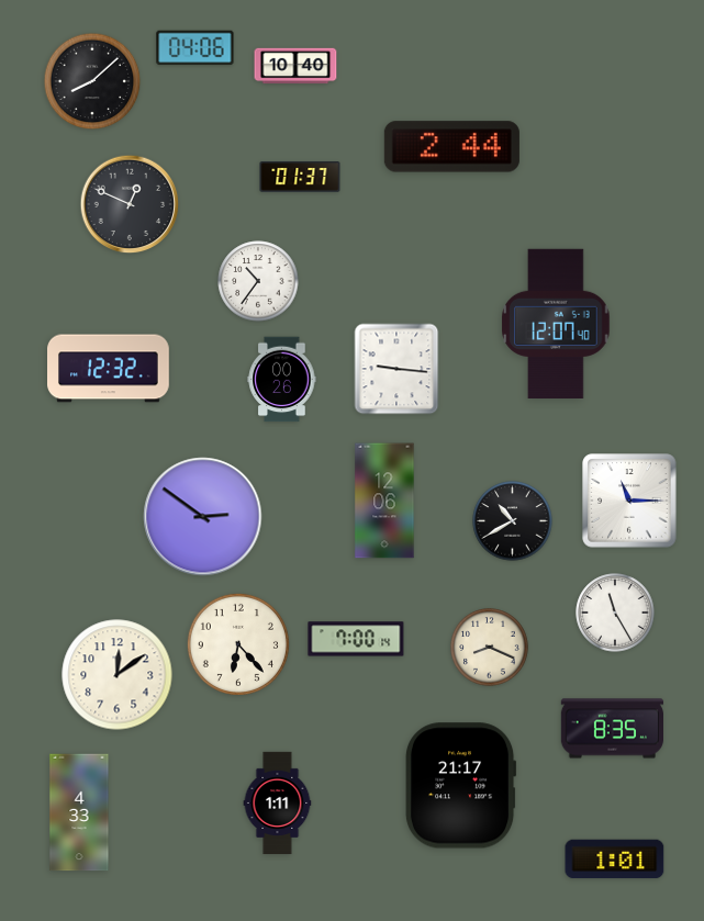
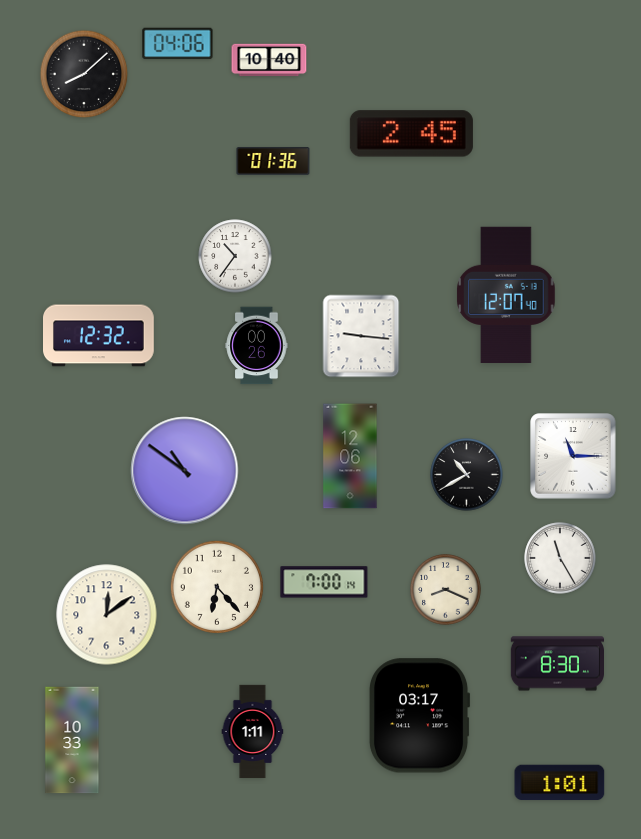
clock at (451, 147): 2:44 -> 2:45
clock at (300, 177): 01:37 -> 01:36
clock at (130, 204): 12:49 -> none
clock at (203, 517): 2:51 -> 10:51
clock at (612, 729): 8:35 -> 8:30
clock at (460, 786): 21:17 -> 03:17
clock at (79, 812): 4:33 -> 10:33
